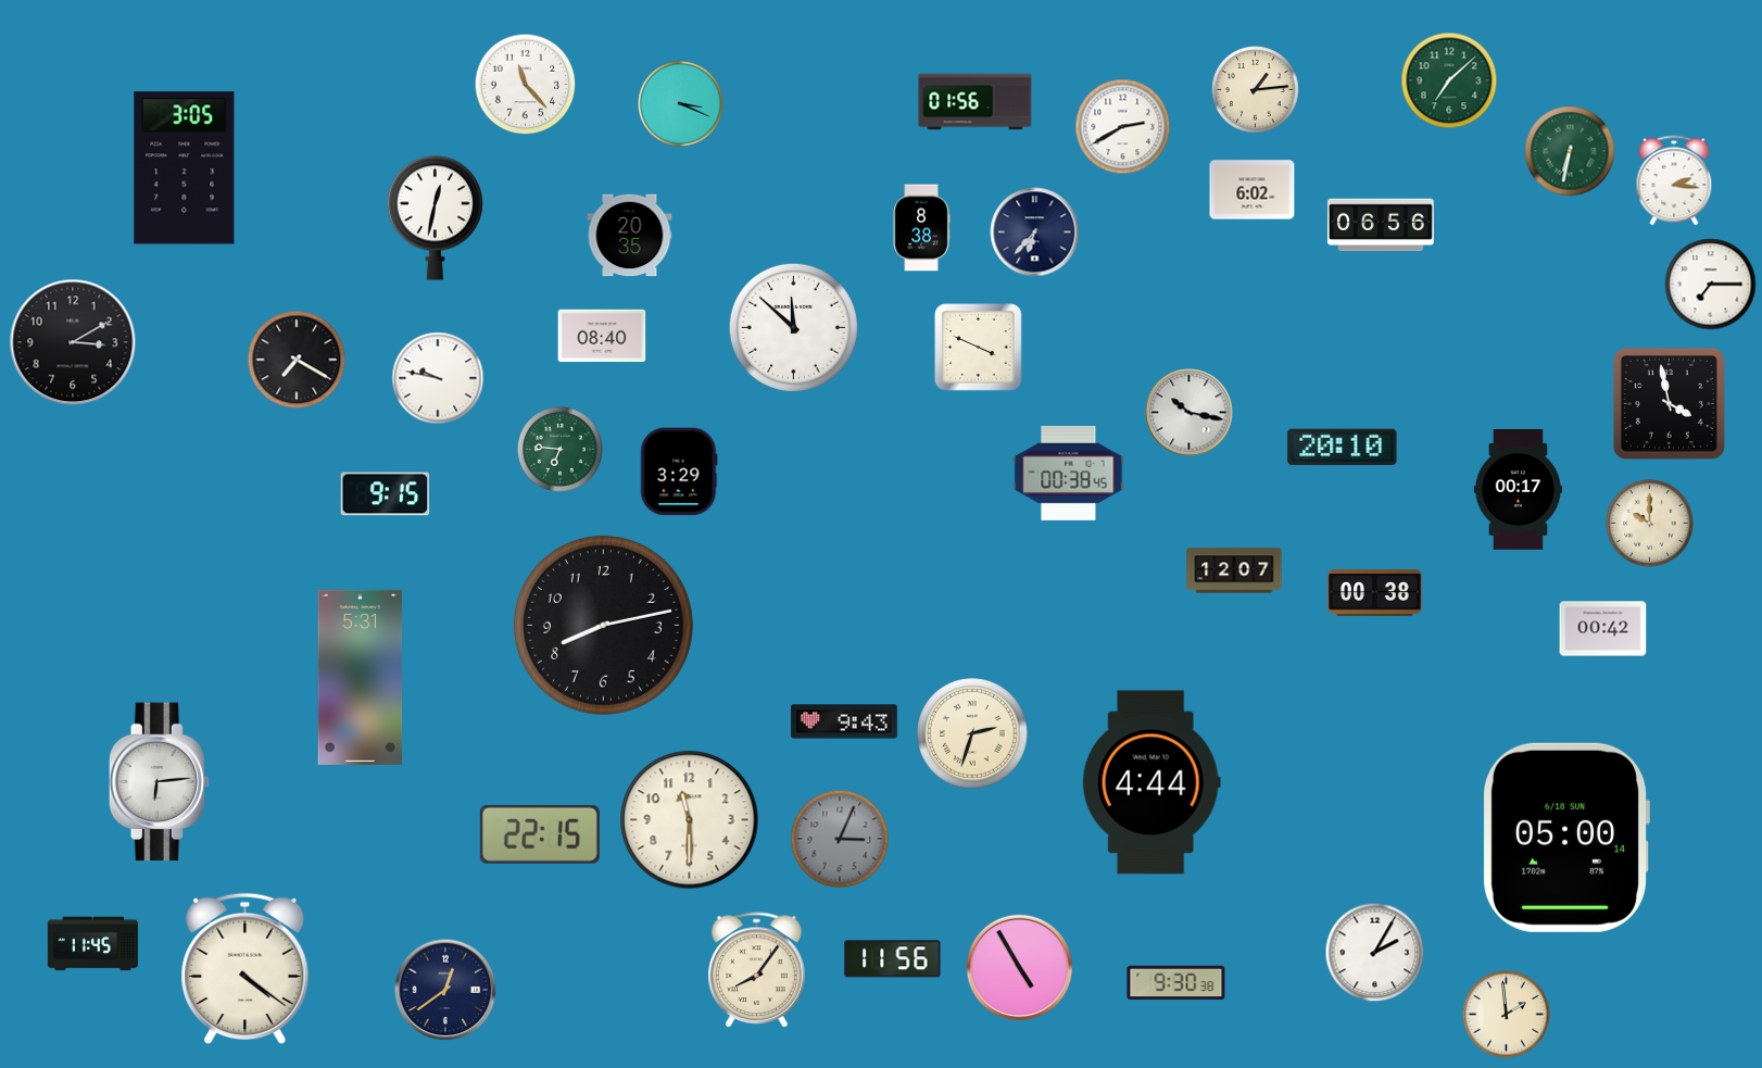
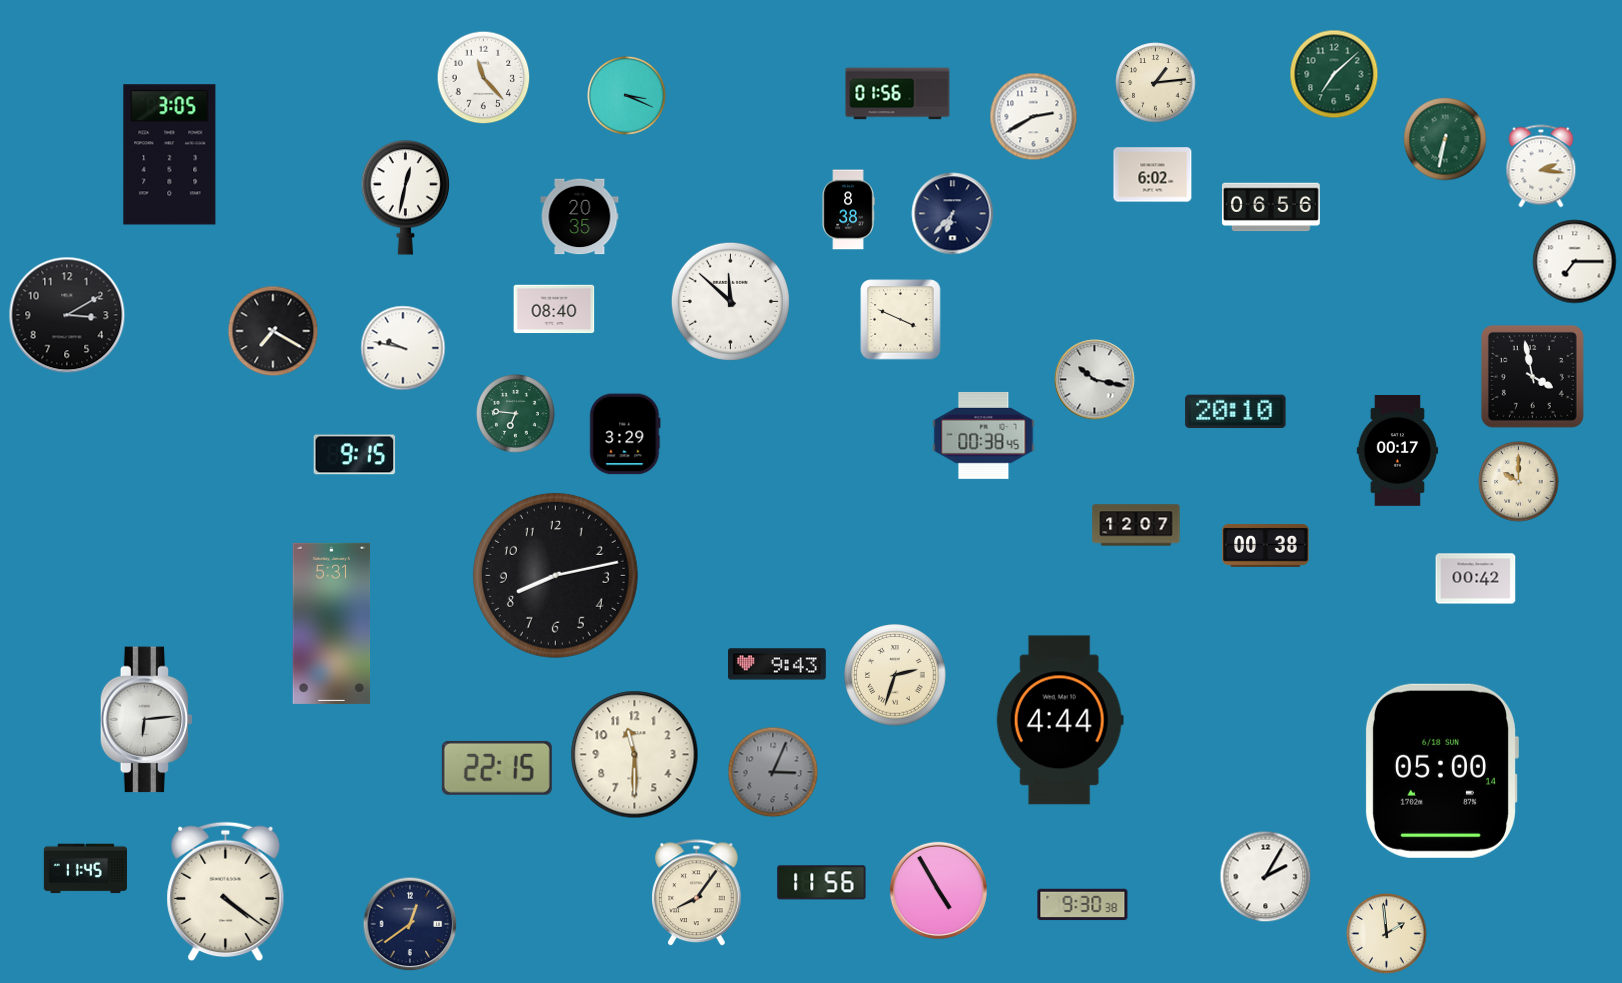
clock at (436, 218) position: (436, 218) -> (406, 198)
clock at (1669, 403) position: (1669, 403) -> (1532, 376)
clock at (445, 990) position: (445, 990) -> (410, 924)
